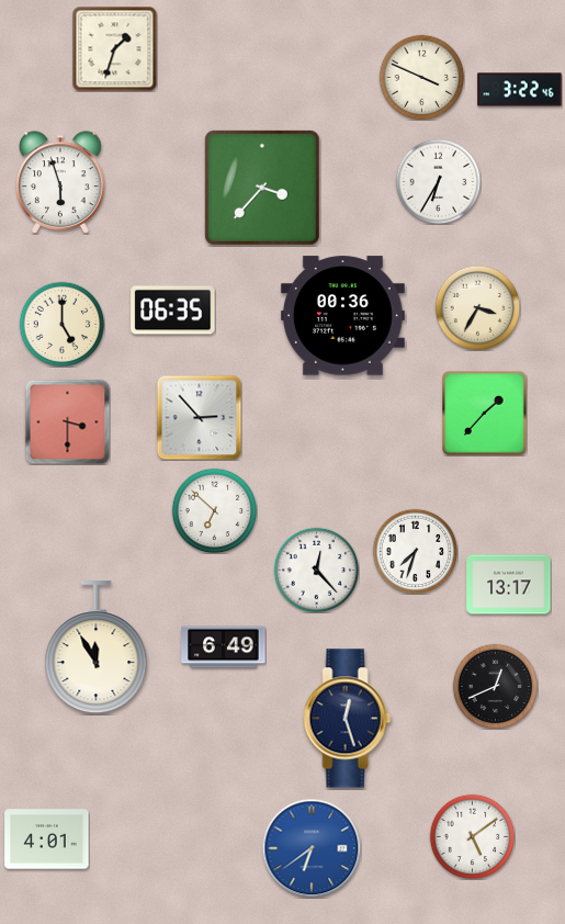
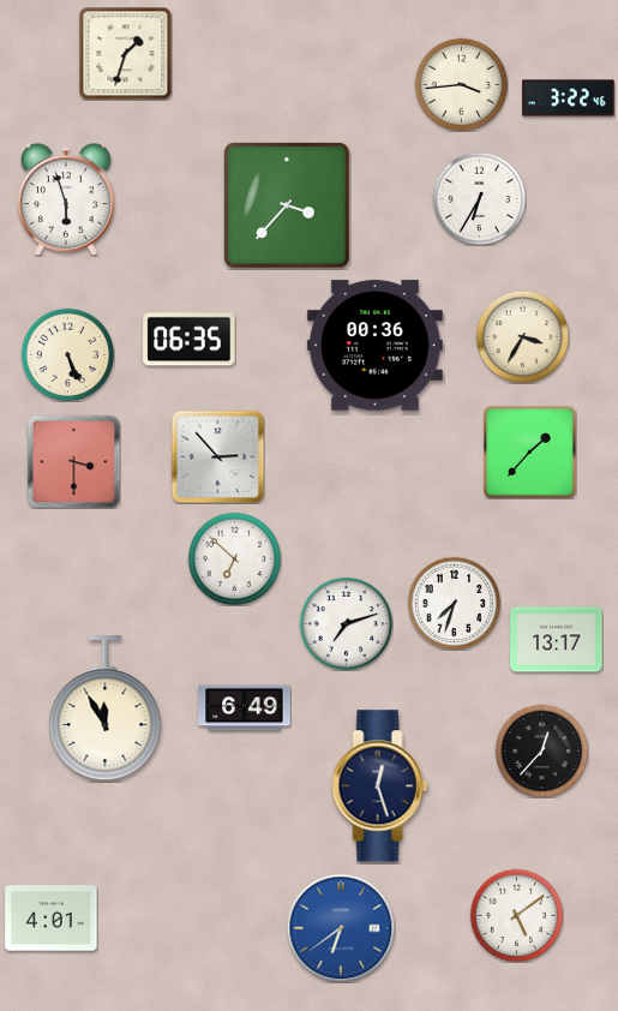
clock at (421, 77): 3:49 -> 3:44
clock at (61, 324): 5:00 -> 5:26
clock at (316, 570): 12:23 -> 7:12
clock at (495, 686): 12:41 -> 12:37
